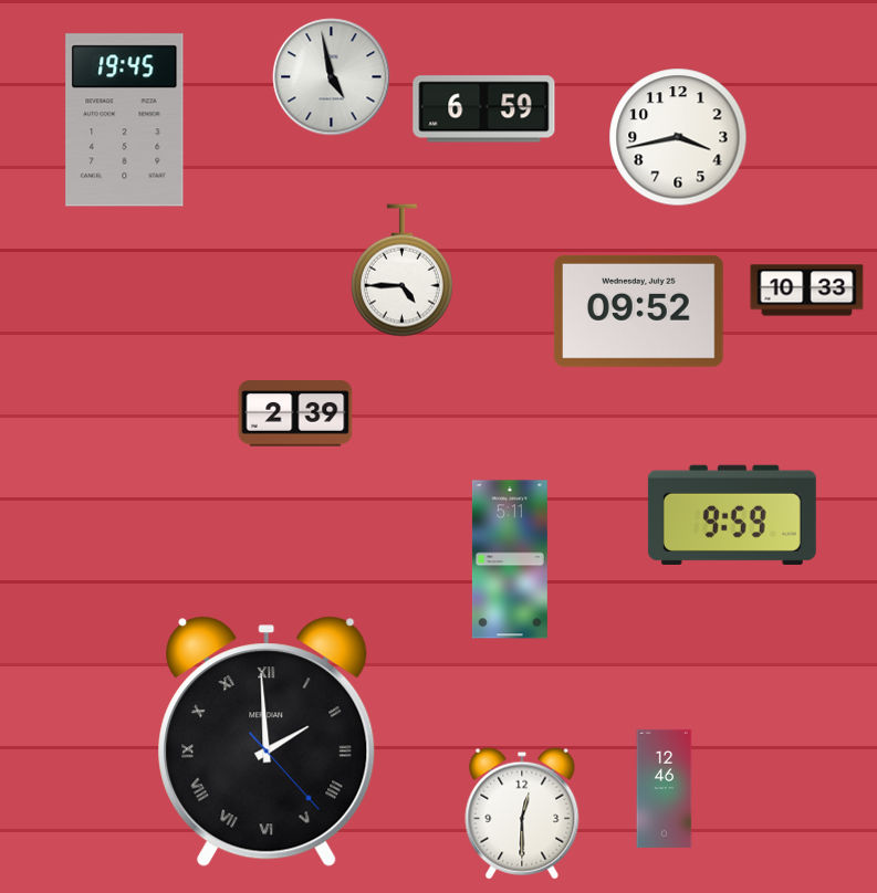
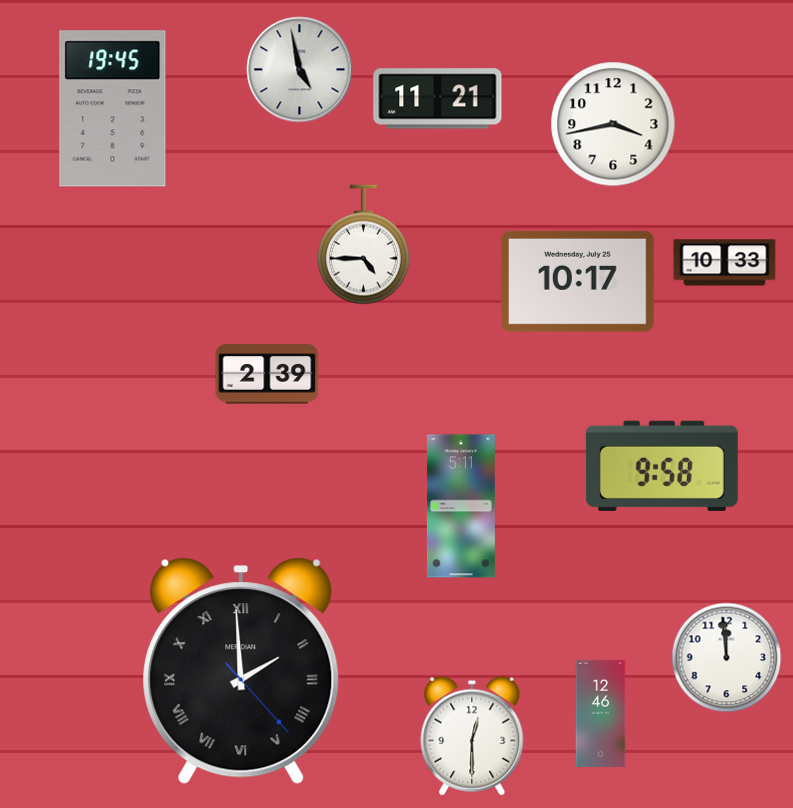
clock at (484, 109): 6:59 -> 11:21
clock at (807, 291) position: (807, 291) -> (725, 263)
clock at (638, 311): 09:52 -> 10:17
clock at (732, 515): 9:59 -> 9:58
clock at (727, 658): none -> 11:59
